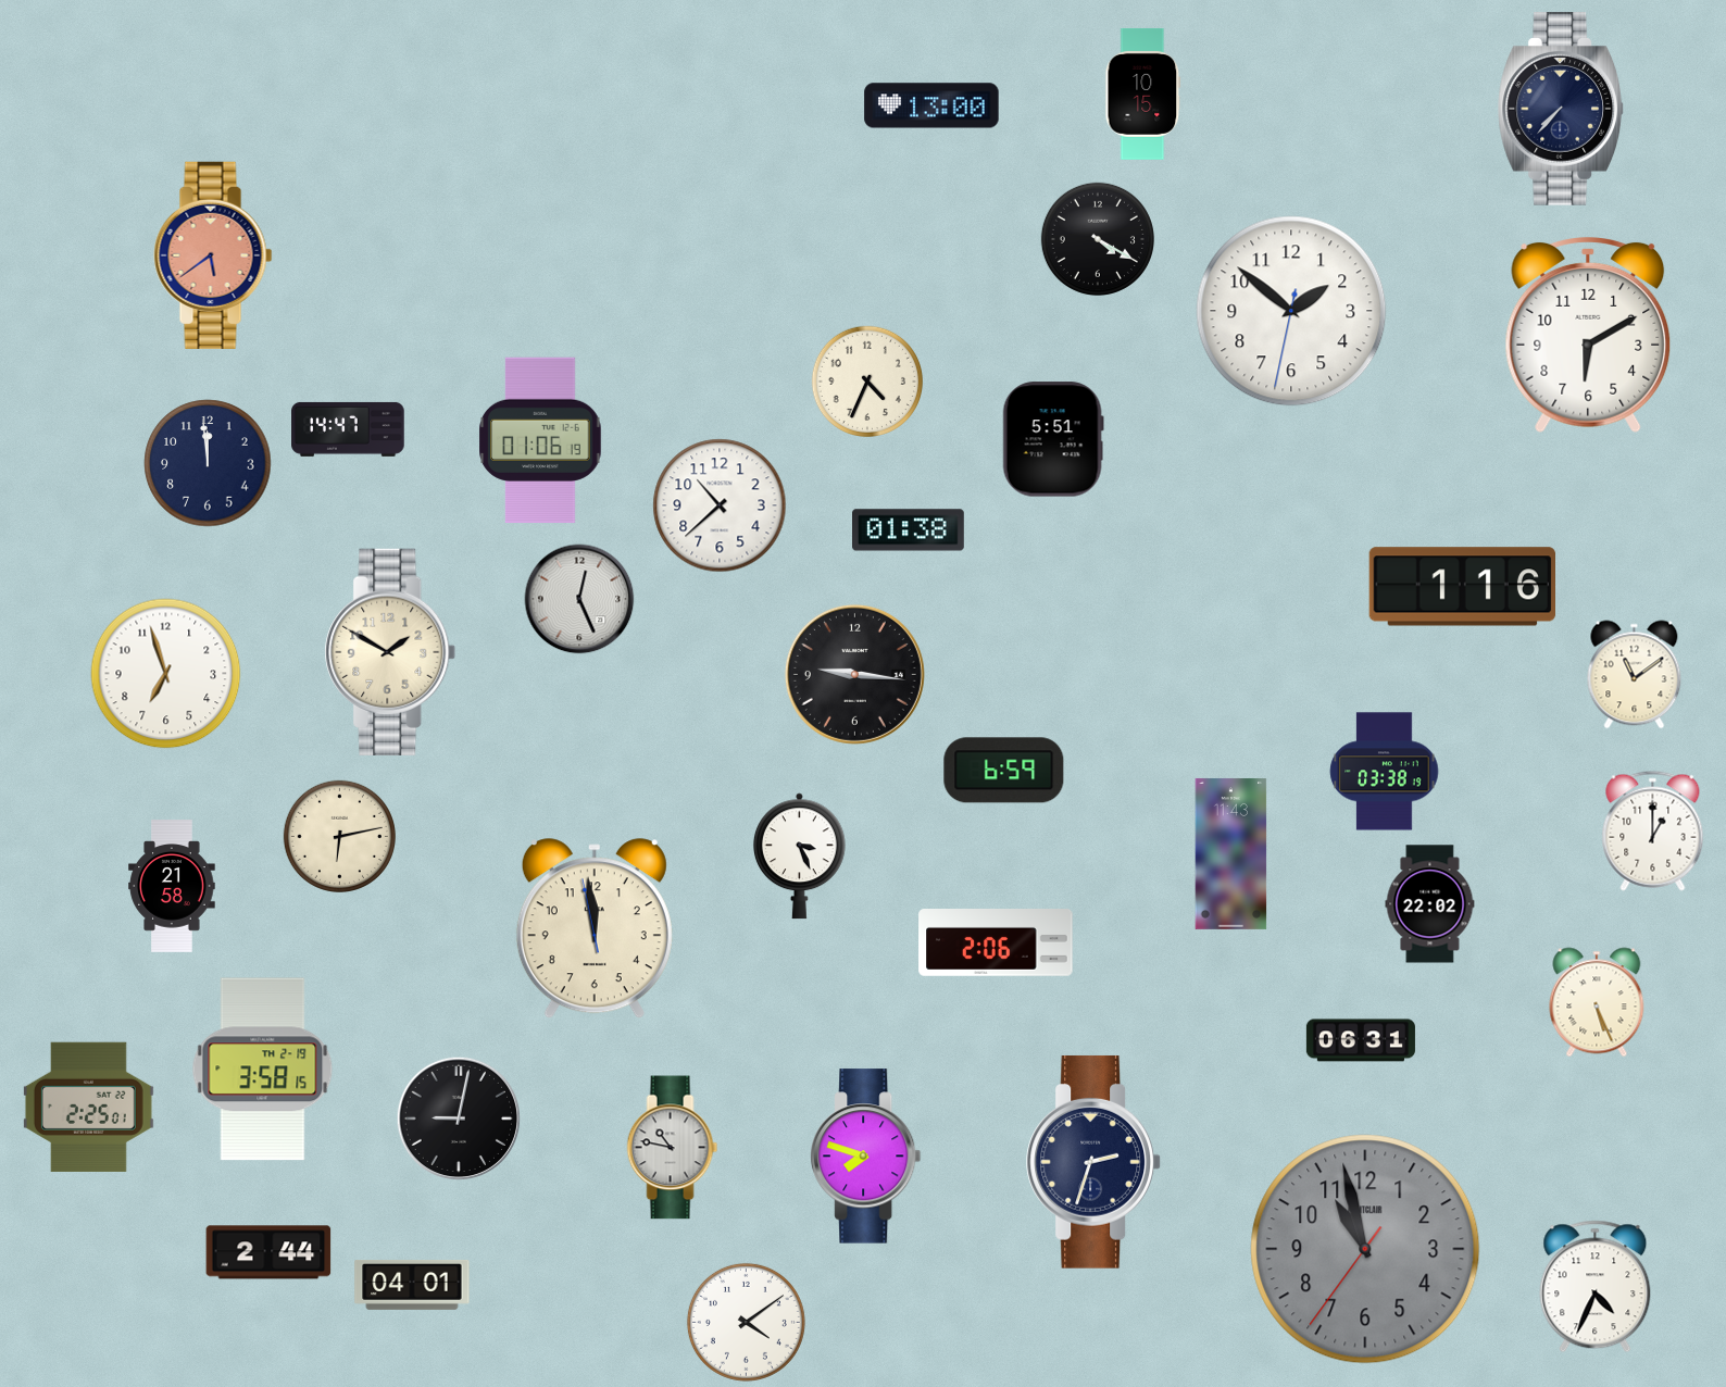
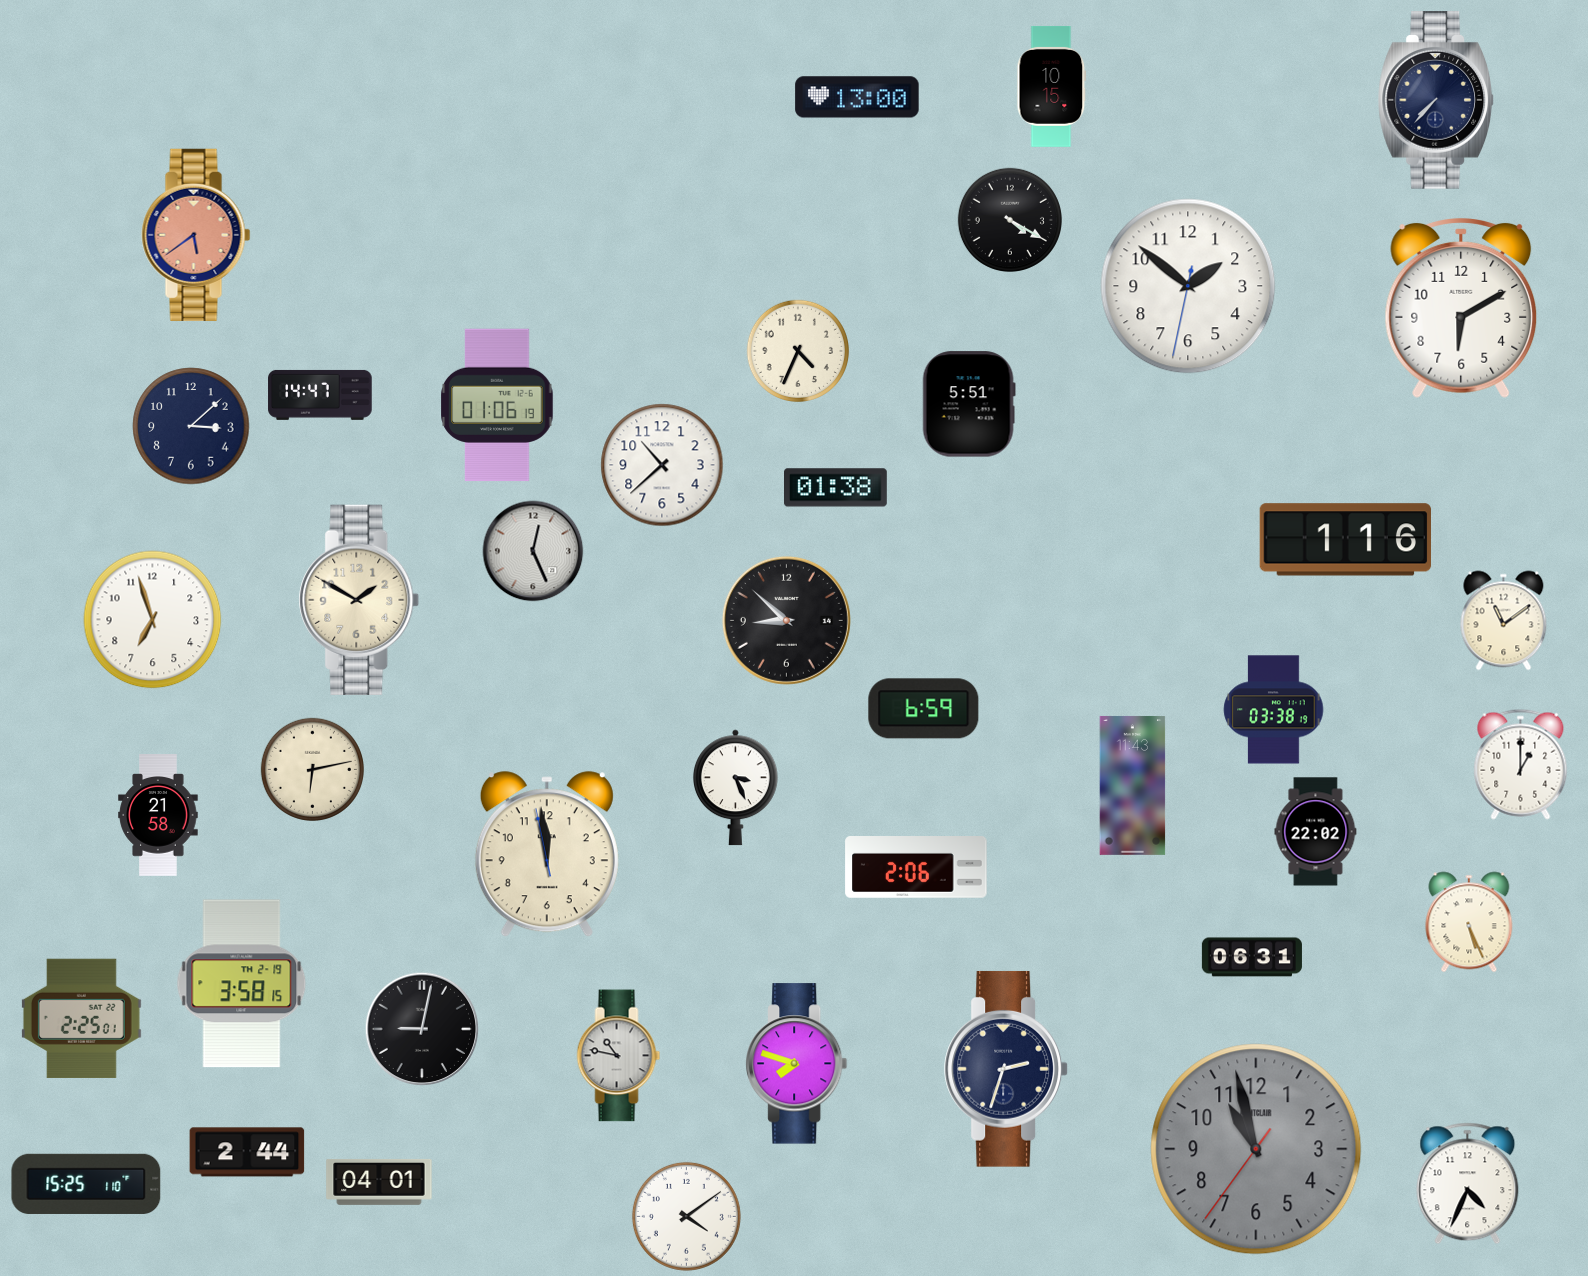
clock at (208, 463): 11:59 -> 3:08
clock at (854, 674): 9:16 -> 8:52
clock at (86, 1184): none -> 15:25
